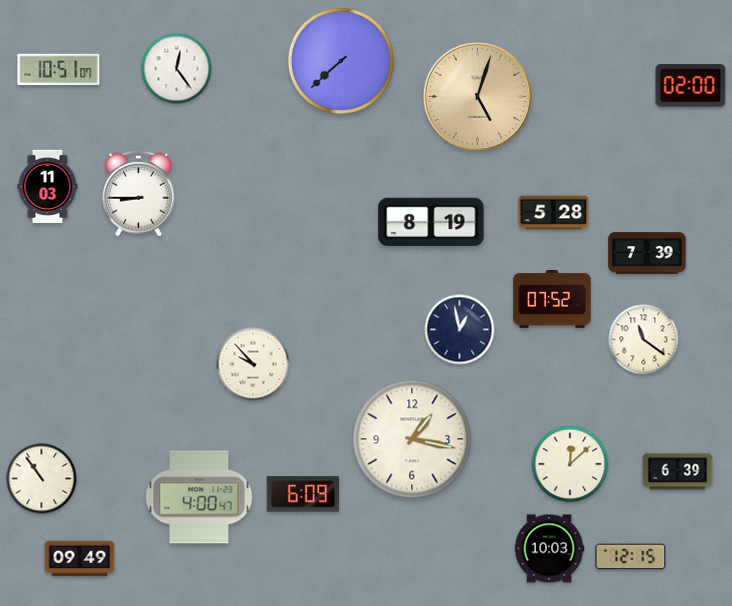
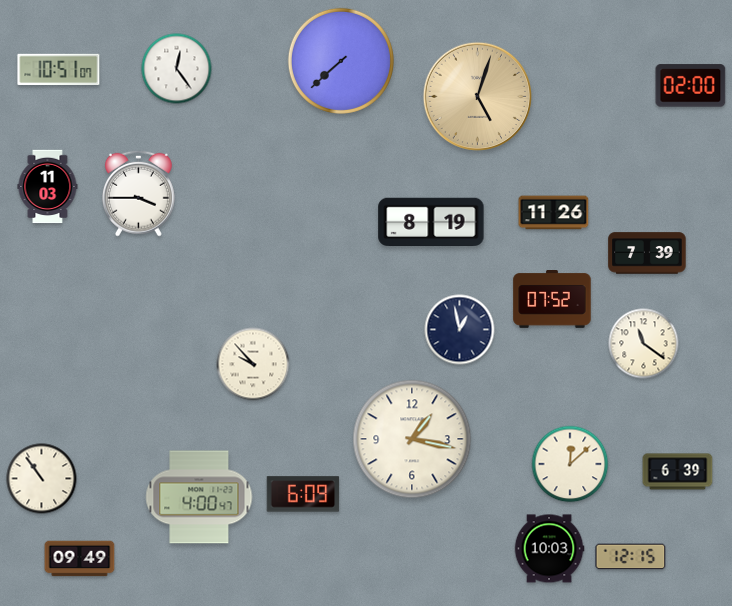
clock at (138, 193): 8:45 -> 3:45
clock at (554, 213): 5:28 -> 11:26
clock at (644, 340) position: (644, 340) -> (644, 344)
